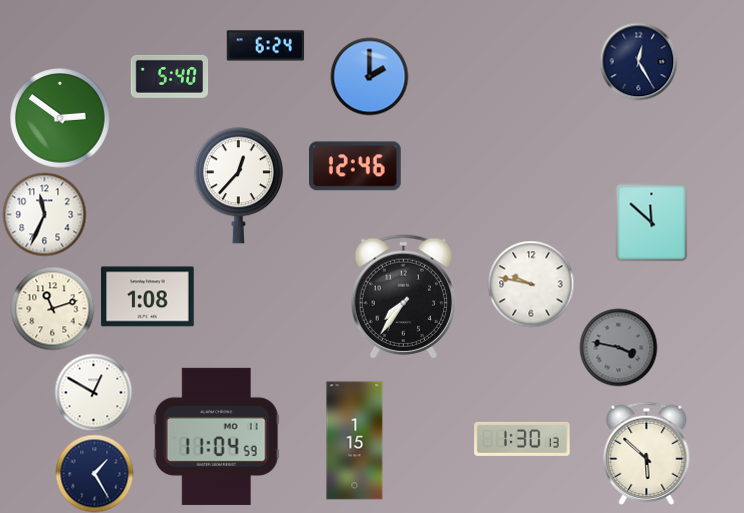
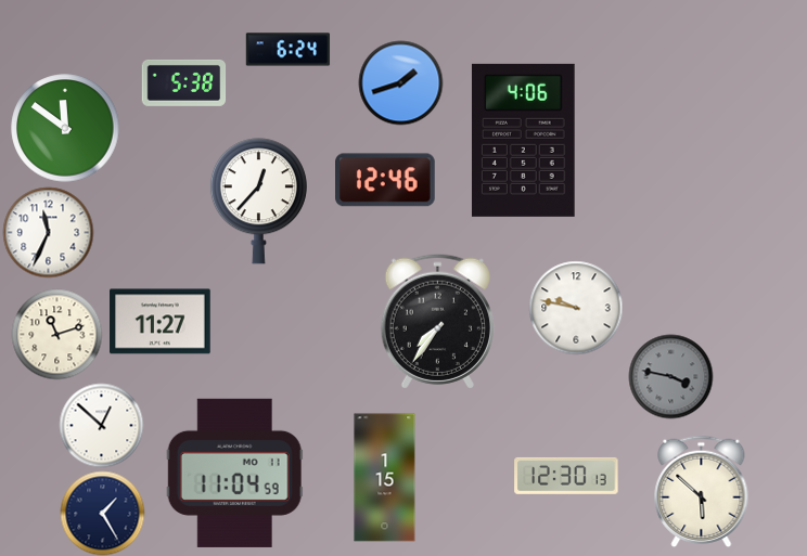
clock at (638, 61): 12:25 -> none
clock at (169, 76): 5:40 -> 5:38
clock at (369, 76): 2:00 -> 1:42
clock at (60, 118): 2:51 -> 11:51
clock at (523, 140): none -> 4:06
clock at (652, 222): 11:52 -> none
clock at (148, 297): 1:08 -> 11:27
clock at (93, 392): 12:50 -> 12:52
clock at (522, 439): 1:30 -> 12:30
